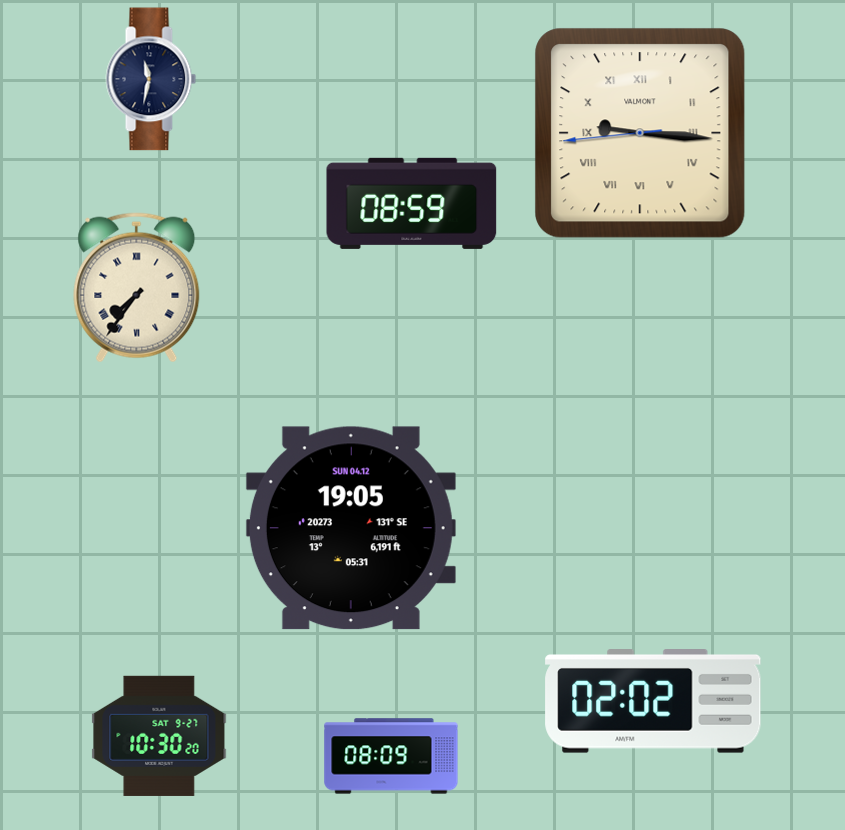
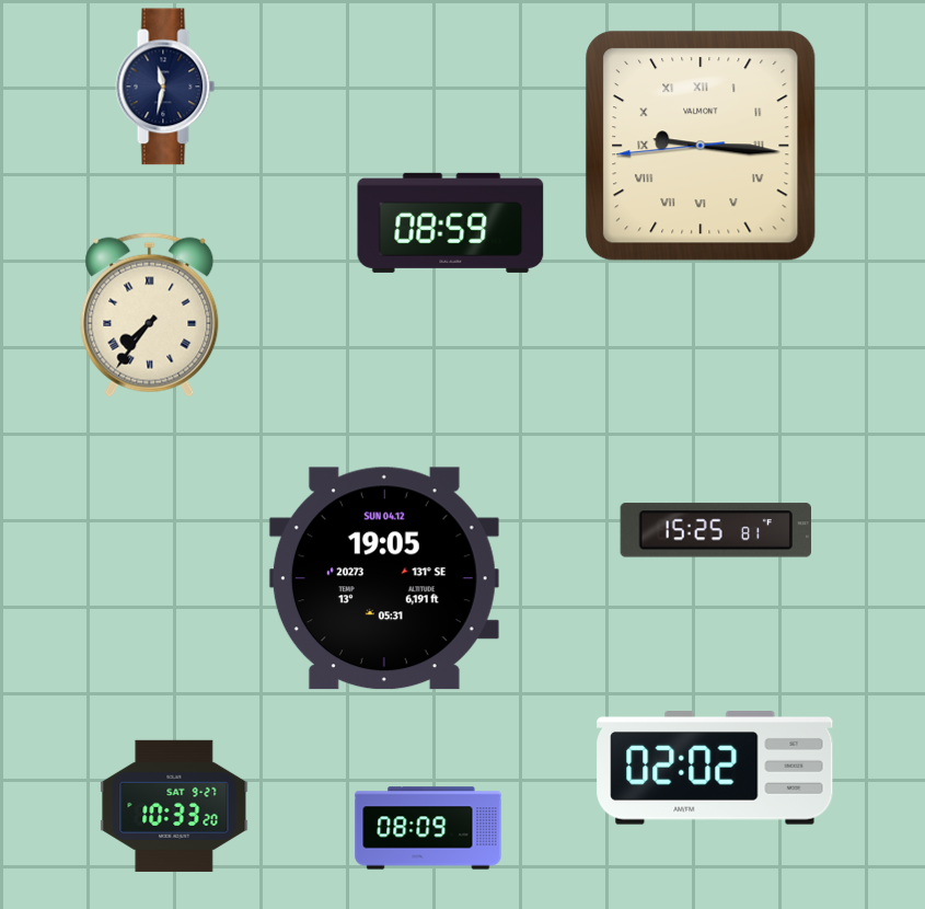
clock at (715, 530): none -> 15:25
clock at (159, 736): 10:30 -> 10:33
